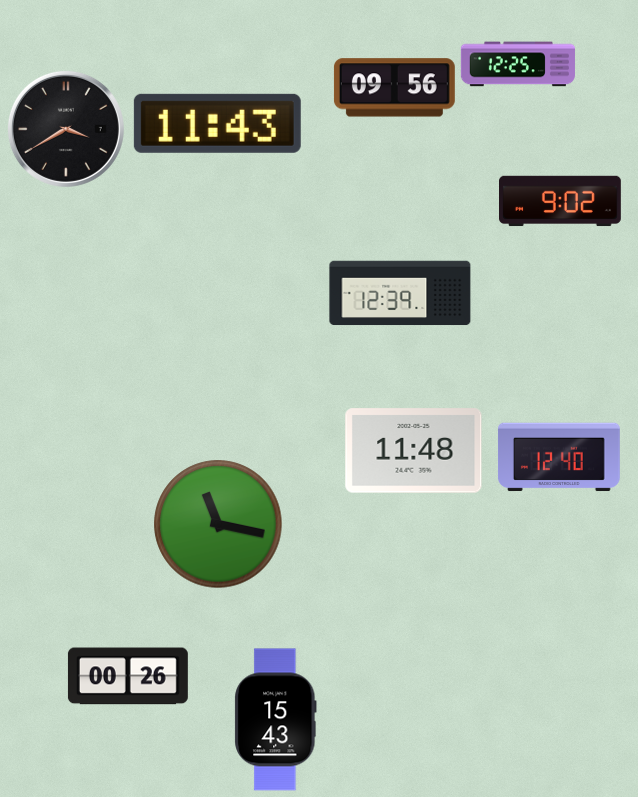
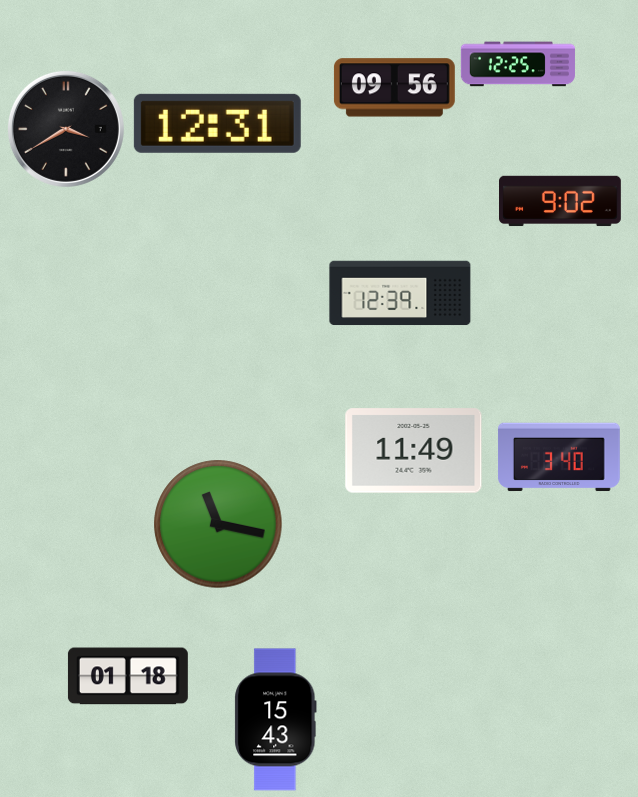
clock at (217, 123): 11:43 -> 12:31
clock at (414, 451): 11:48 -> 11:49
clock at (559, 457): 12:40 -> 3:40
clock at (128, 676): 00:26 -> 01:18
